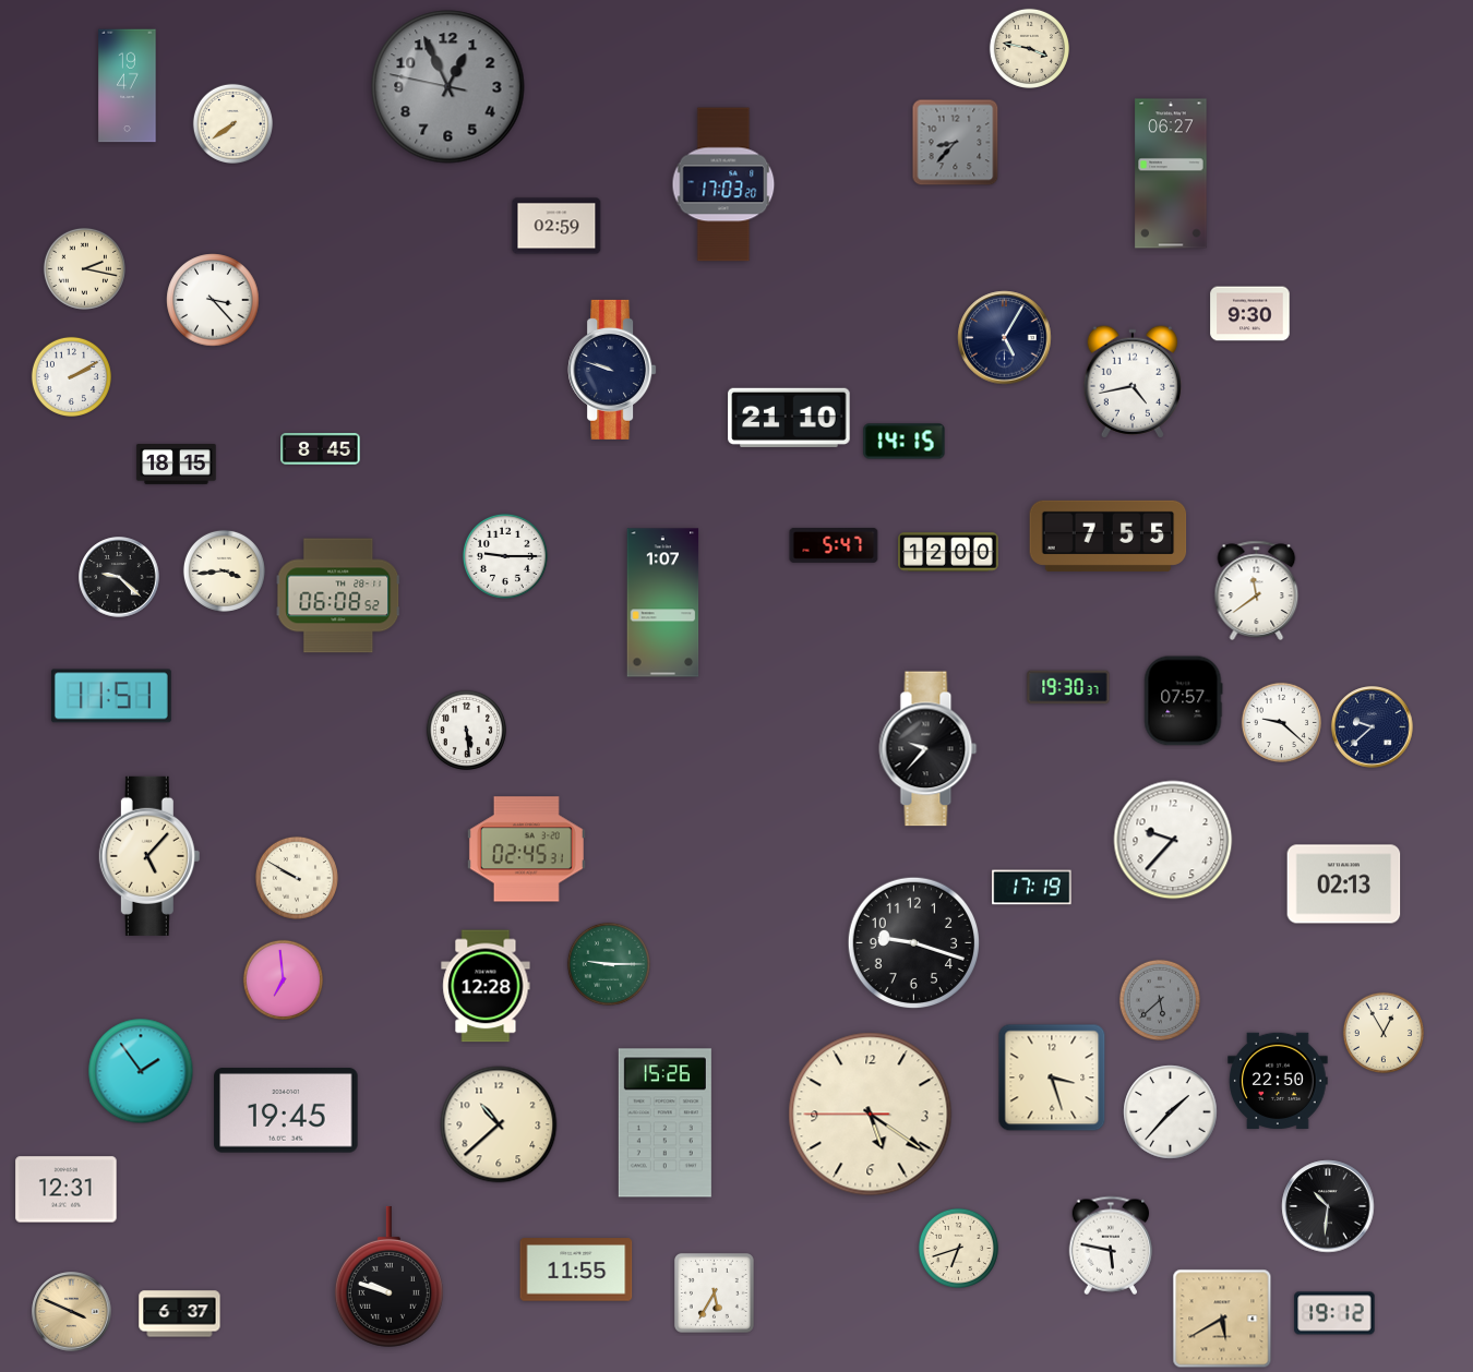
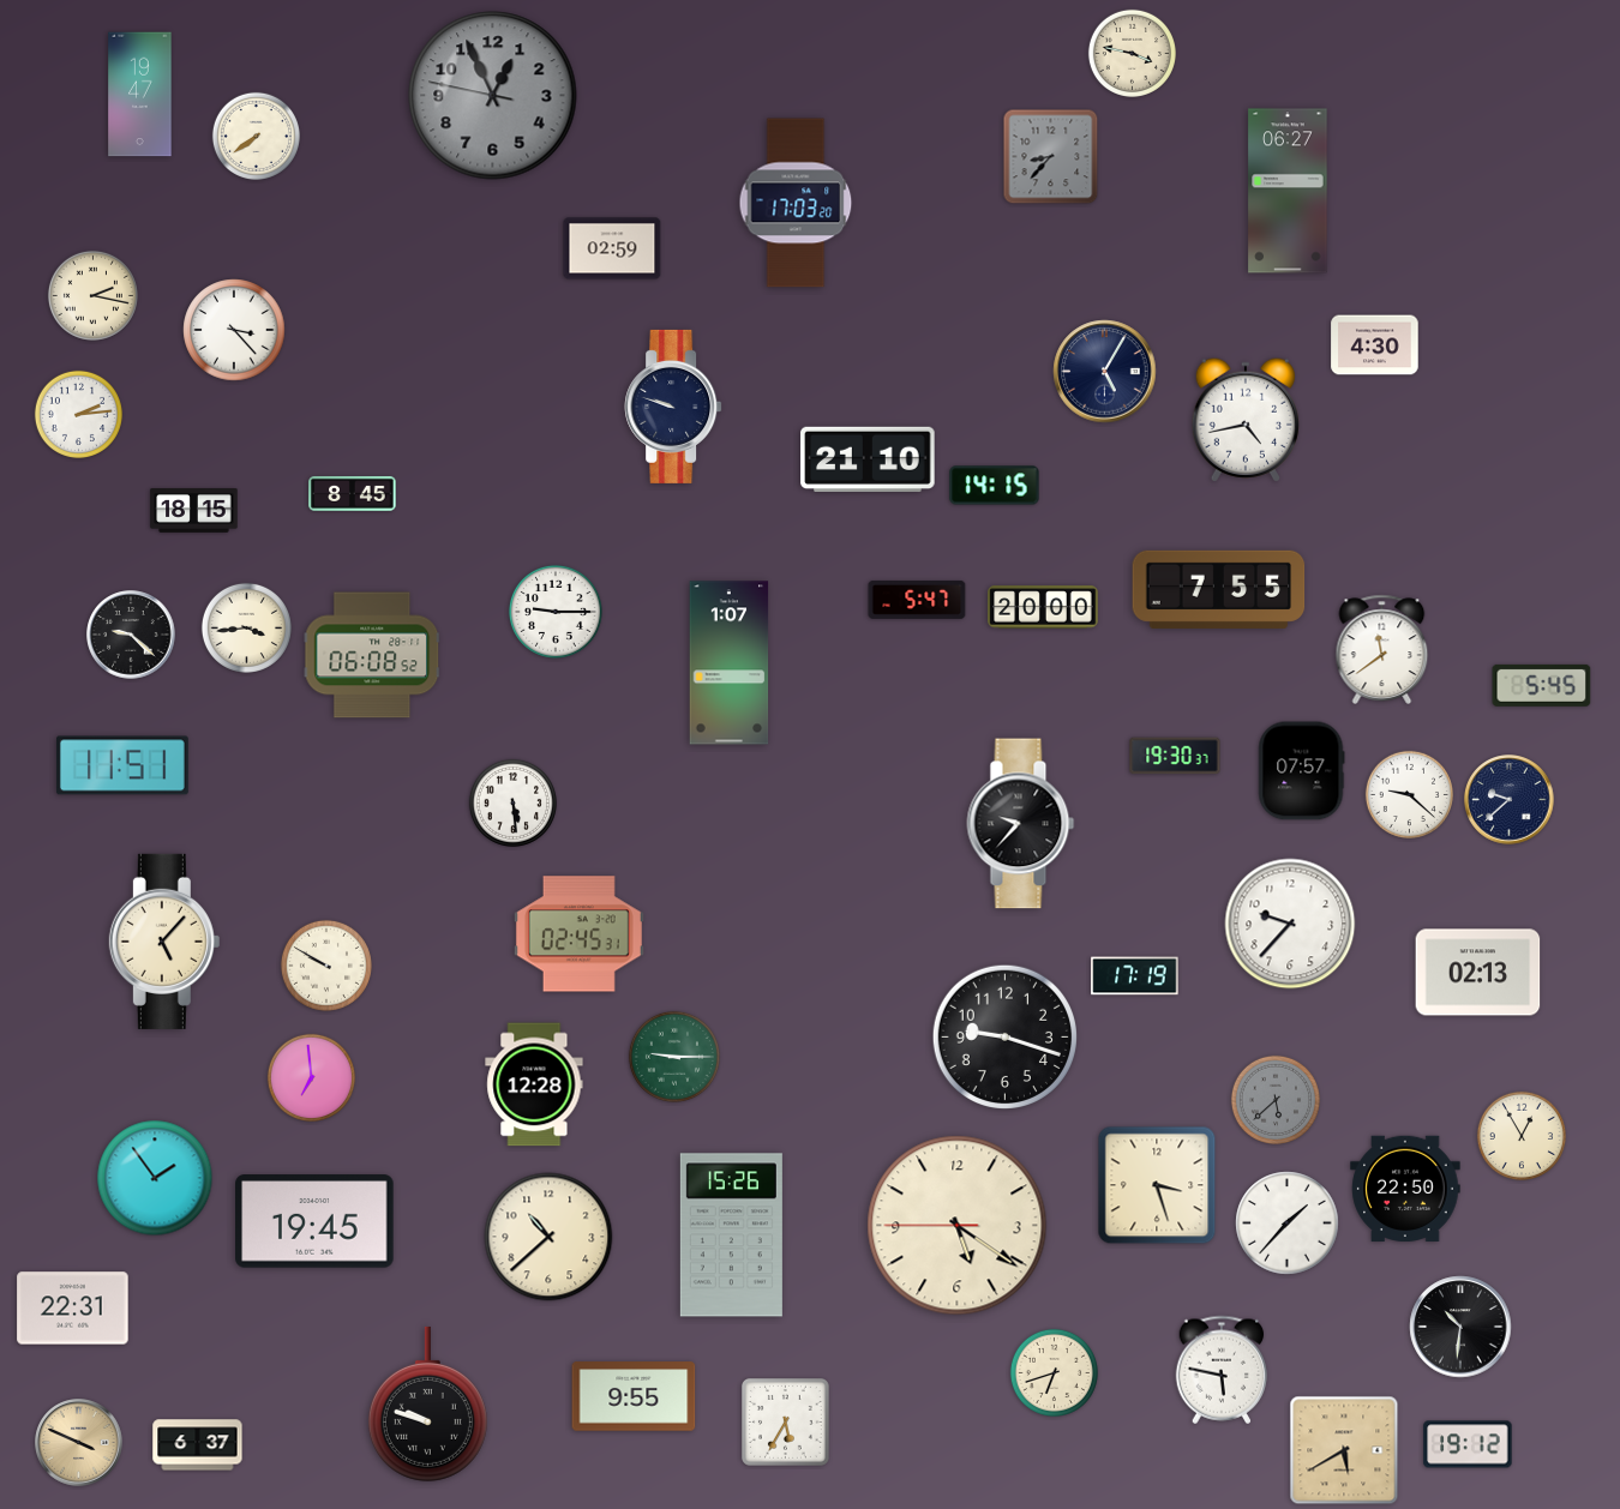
clock at (1250, 314): 9:30 -> 4:30
clock at (71, 376): 2:10 -> 2:14
clock at (948, 552): 12:00 -> 20:00
clock at (1542, 685): none -> 5:45
clock at (609, 964) position: (609, 964) -> (674, 1057)
clock at (67, 1190): 12:31 -> 22:31
clock at (576, 1269): 11:55 -> 9:55
